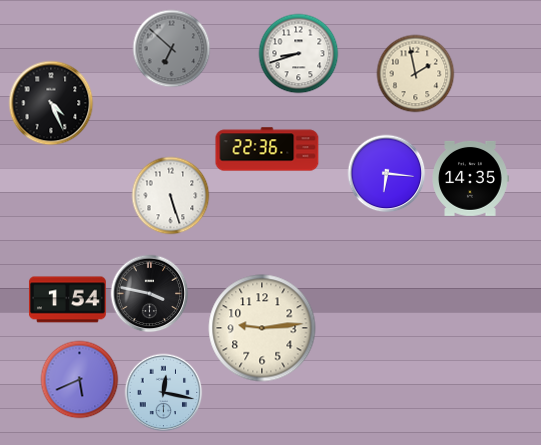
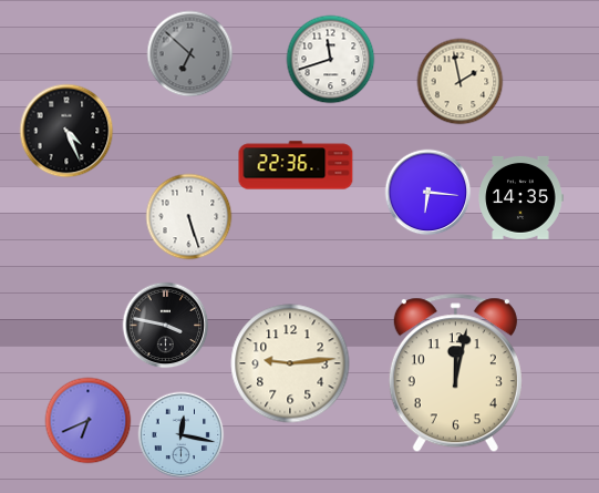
clock at (298, 53): 8:42 -> 11:42
clock at (51, 103) position: (51, 103) -> (66, 131)
clock at (67, 300): 1:54 -> none
clock at (455, 373): none -> 12:02
clock at (79, 379): 5:41 -> 6:41
